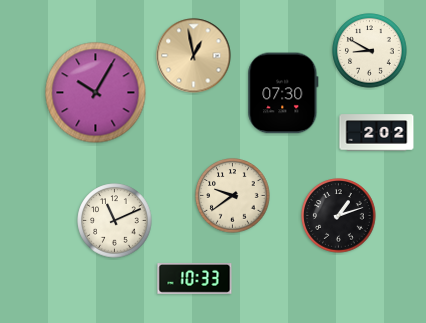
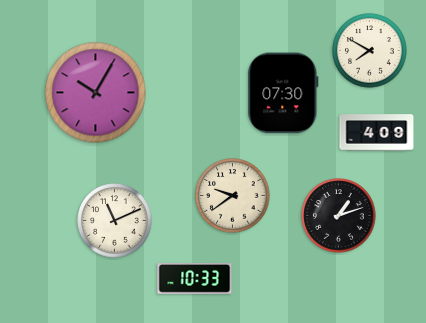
clock at (370, 51): 8:50 -> 7:50
clock at (194, 56): 12:58 -> none
clock at (377, 133): 2:02 -> 4:09
